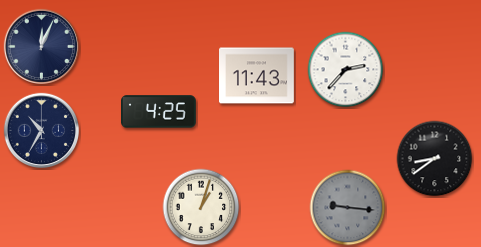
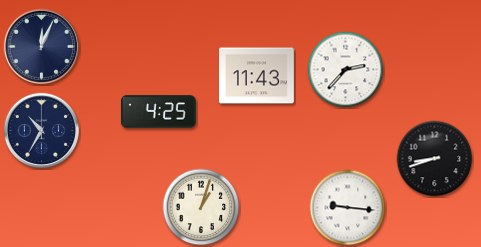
clock at (435, 159): 8:39 -> 8:42
clock at (348, 208) dial: grey -> white
